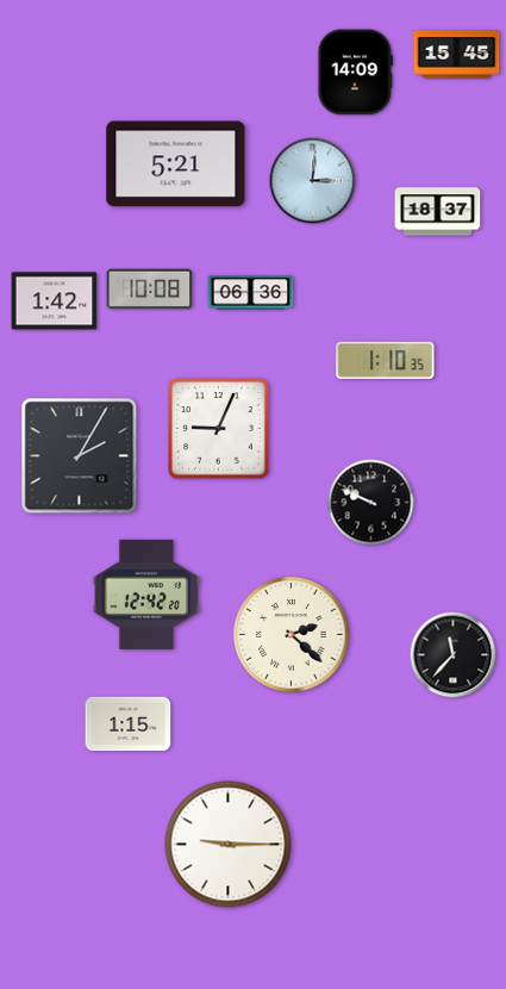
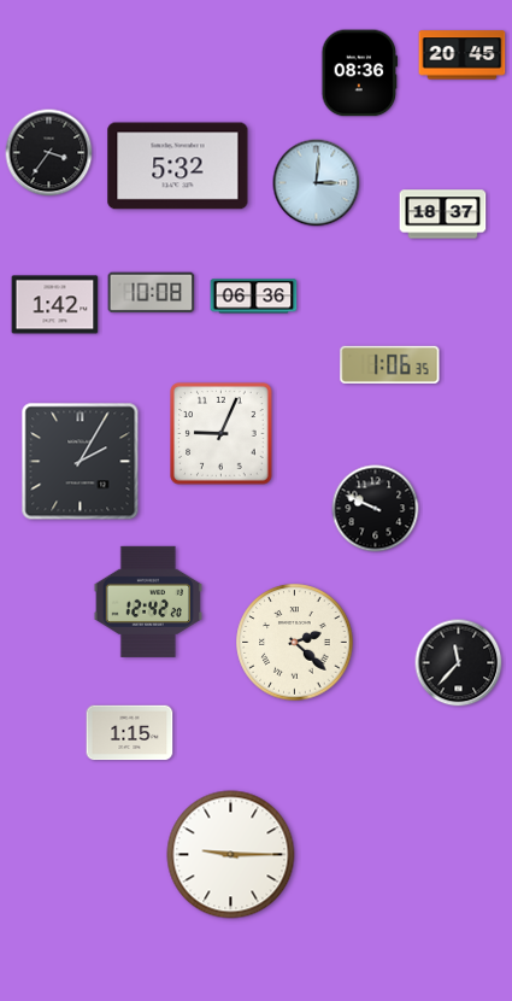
clock at (457, 55): 15:45 -> 20:45
clock at (356, 73): 14:09 -> 08:36
clock at (49, 153): none -> 3:36
clock at (176, 164): 5:21 -> 5:32
clock at (386, 360): 1:10 -> 1:06
